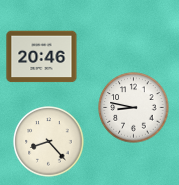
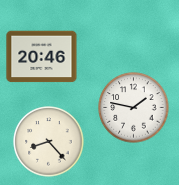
clock at (134, 108): 8:47 -> 1:47
